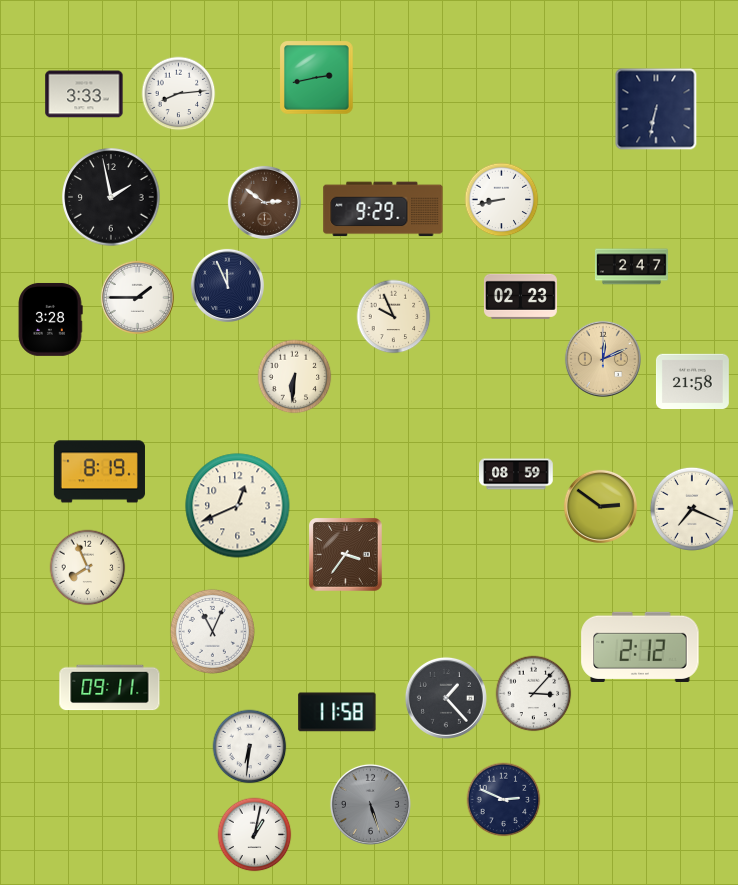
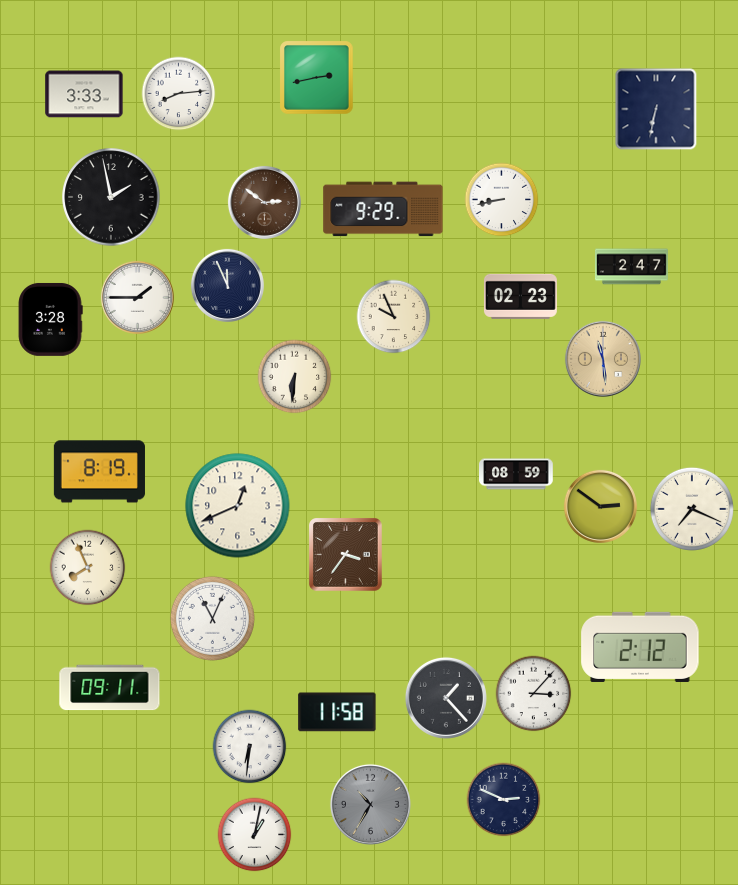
clock at (603, 359): 12:11 -> 11:29
clock at (692, 381): 21:58 -> none
clock at (212, 631) position: (212, 631) -> (212, 618)
clock at (370, 804): 5:27 -> 10:35
